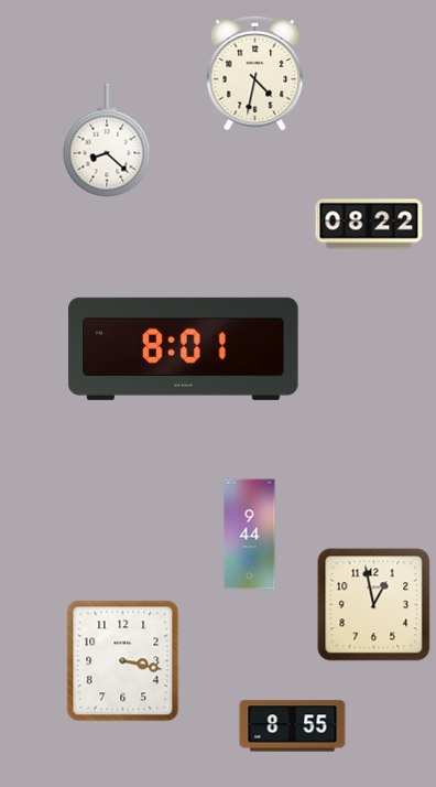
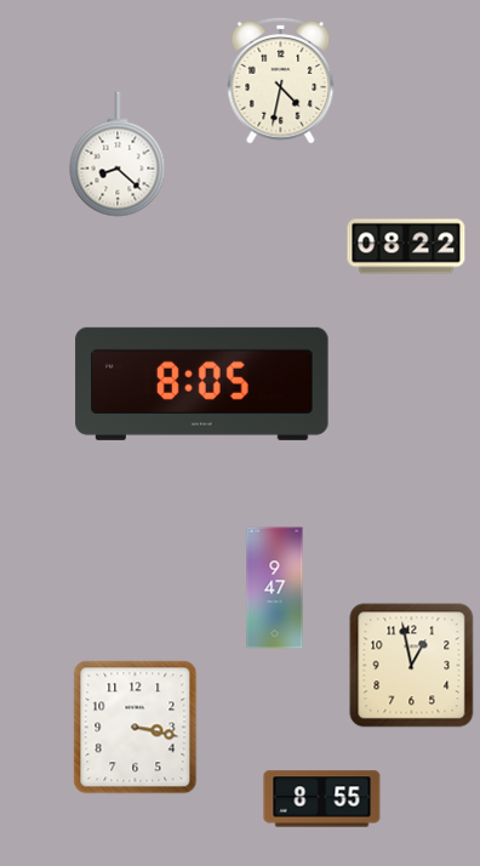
clock at (184, 348): 8:01 -> 8:05
clock at (250, 535): 9:44 -> 9:47
